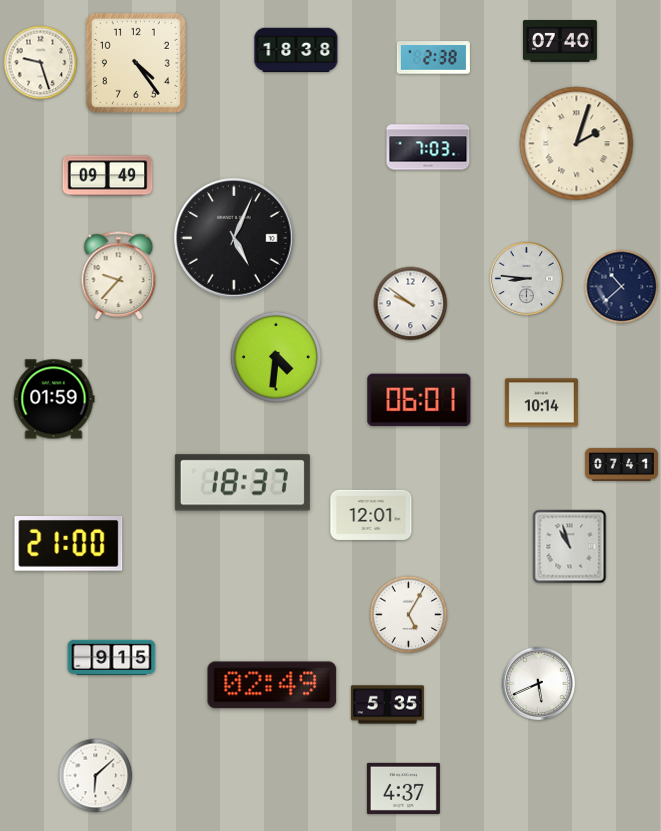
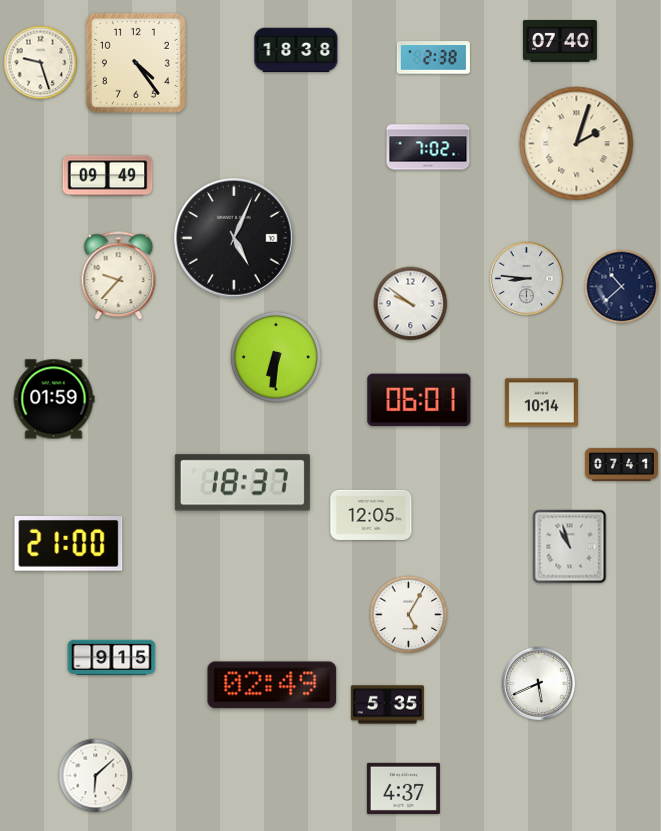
clock at (428, 147): 7:03 -> 7:02
clock at (276, 357): 4:31 -> 6:31
clock at (371, 515): 12:01 -> 12:05
